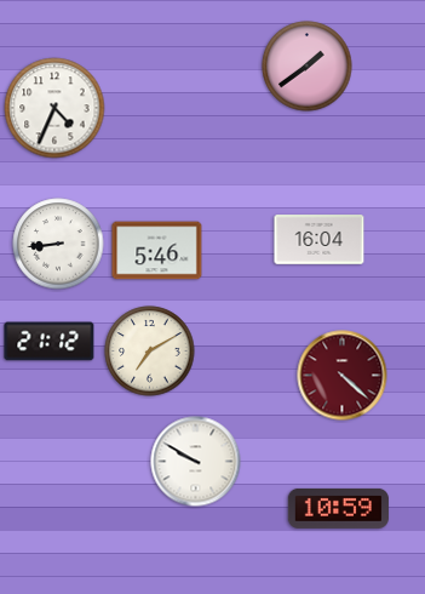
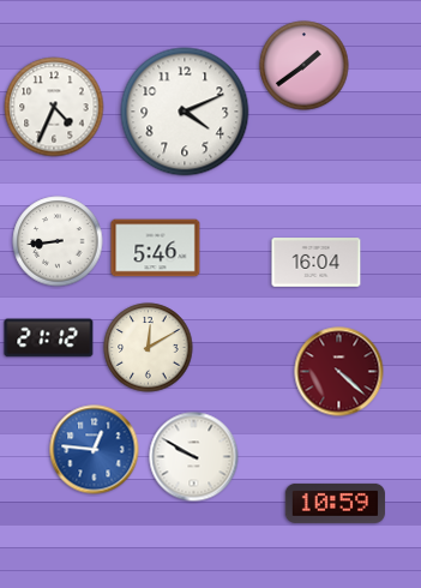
clock at (185, 112): none -> 4:11
clock at (320, 240) position: (320, 240) -> (317, 263)
clock at (150, 352): 7:10 -> 12:10
clock at (95, 450): none -> 12:46
